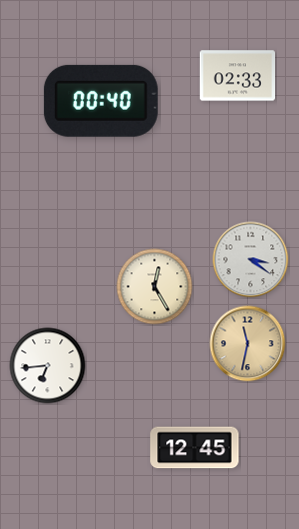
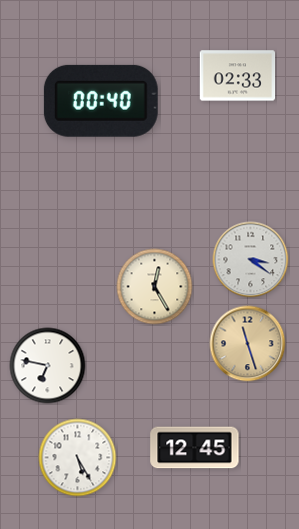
clock at (248, 344): 11:32 -> 11:27
clock at (48, 366): 6:44 -> 6:47
clock at (78, 458): none -> 5:25
